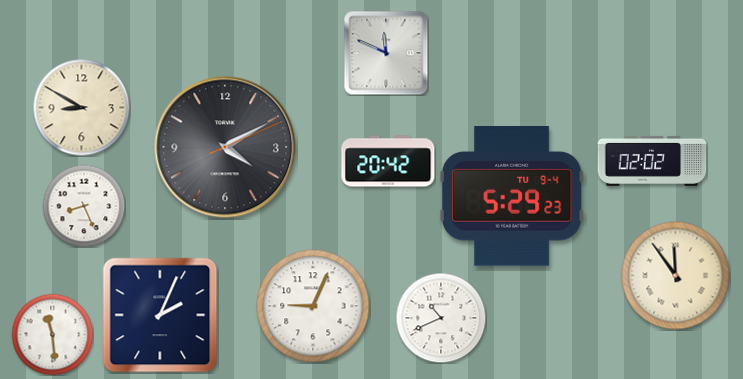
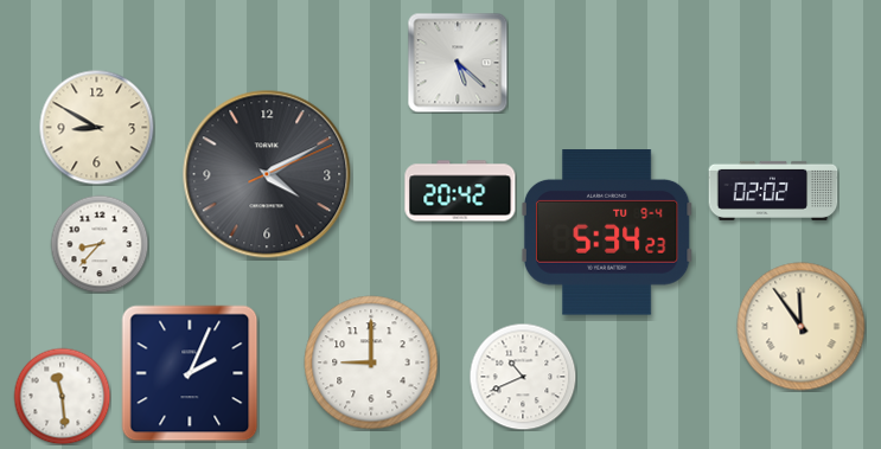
clock at (386, 53): 11:49 -> 5:22
clock at (512, 197): 5:29 -> 5:34
clock at (84, 206): 8:26 -> 8:37
clock at (313, 306): 9:04 -> 9:00
